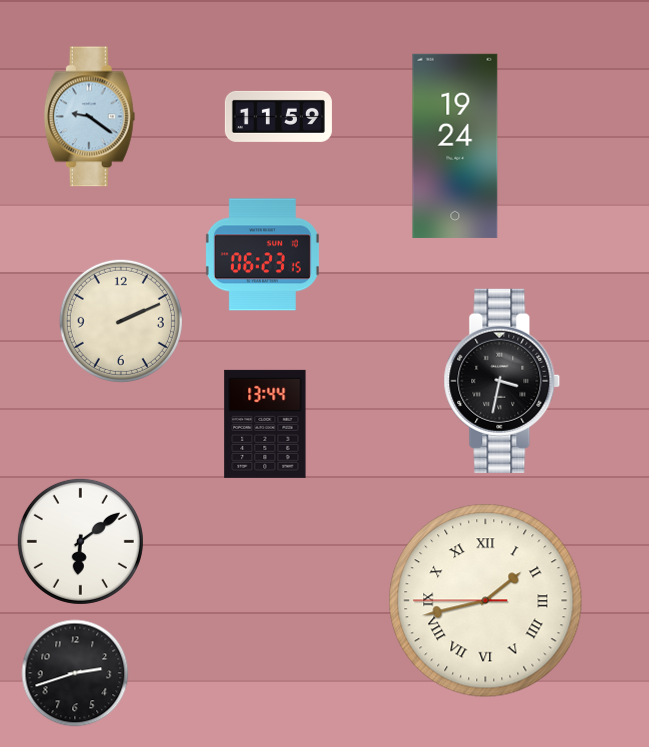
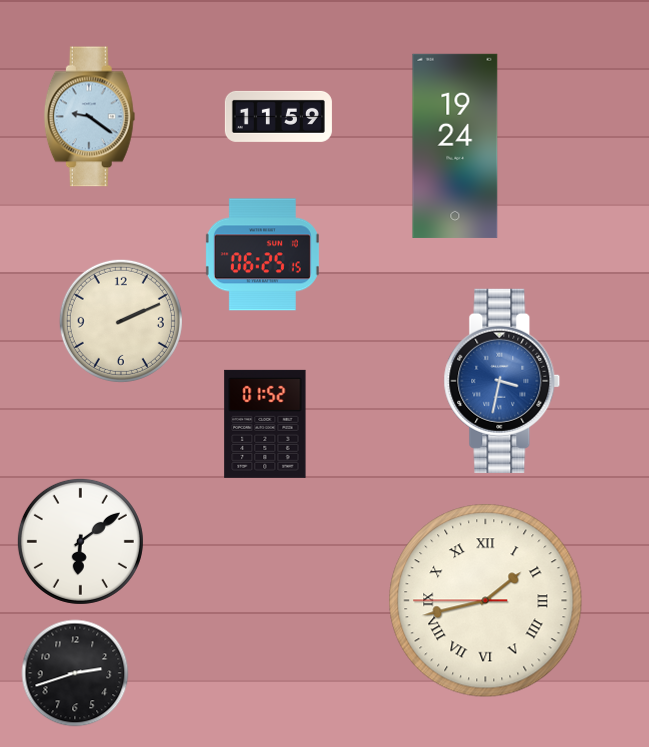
clock at (262, 255): 06:23 -> 06:25
clock at (502, 381) dial: black -> blue
clock at (265, 424): 13:44 -> 01:52
